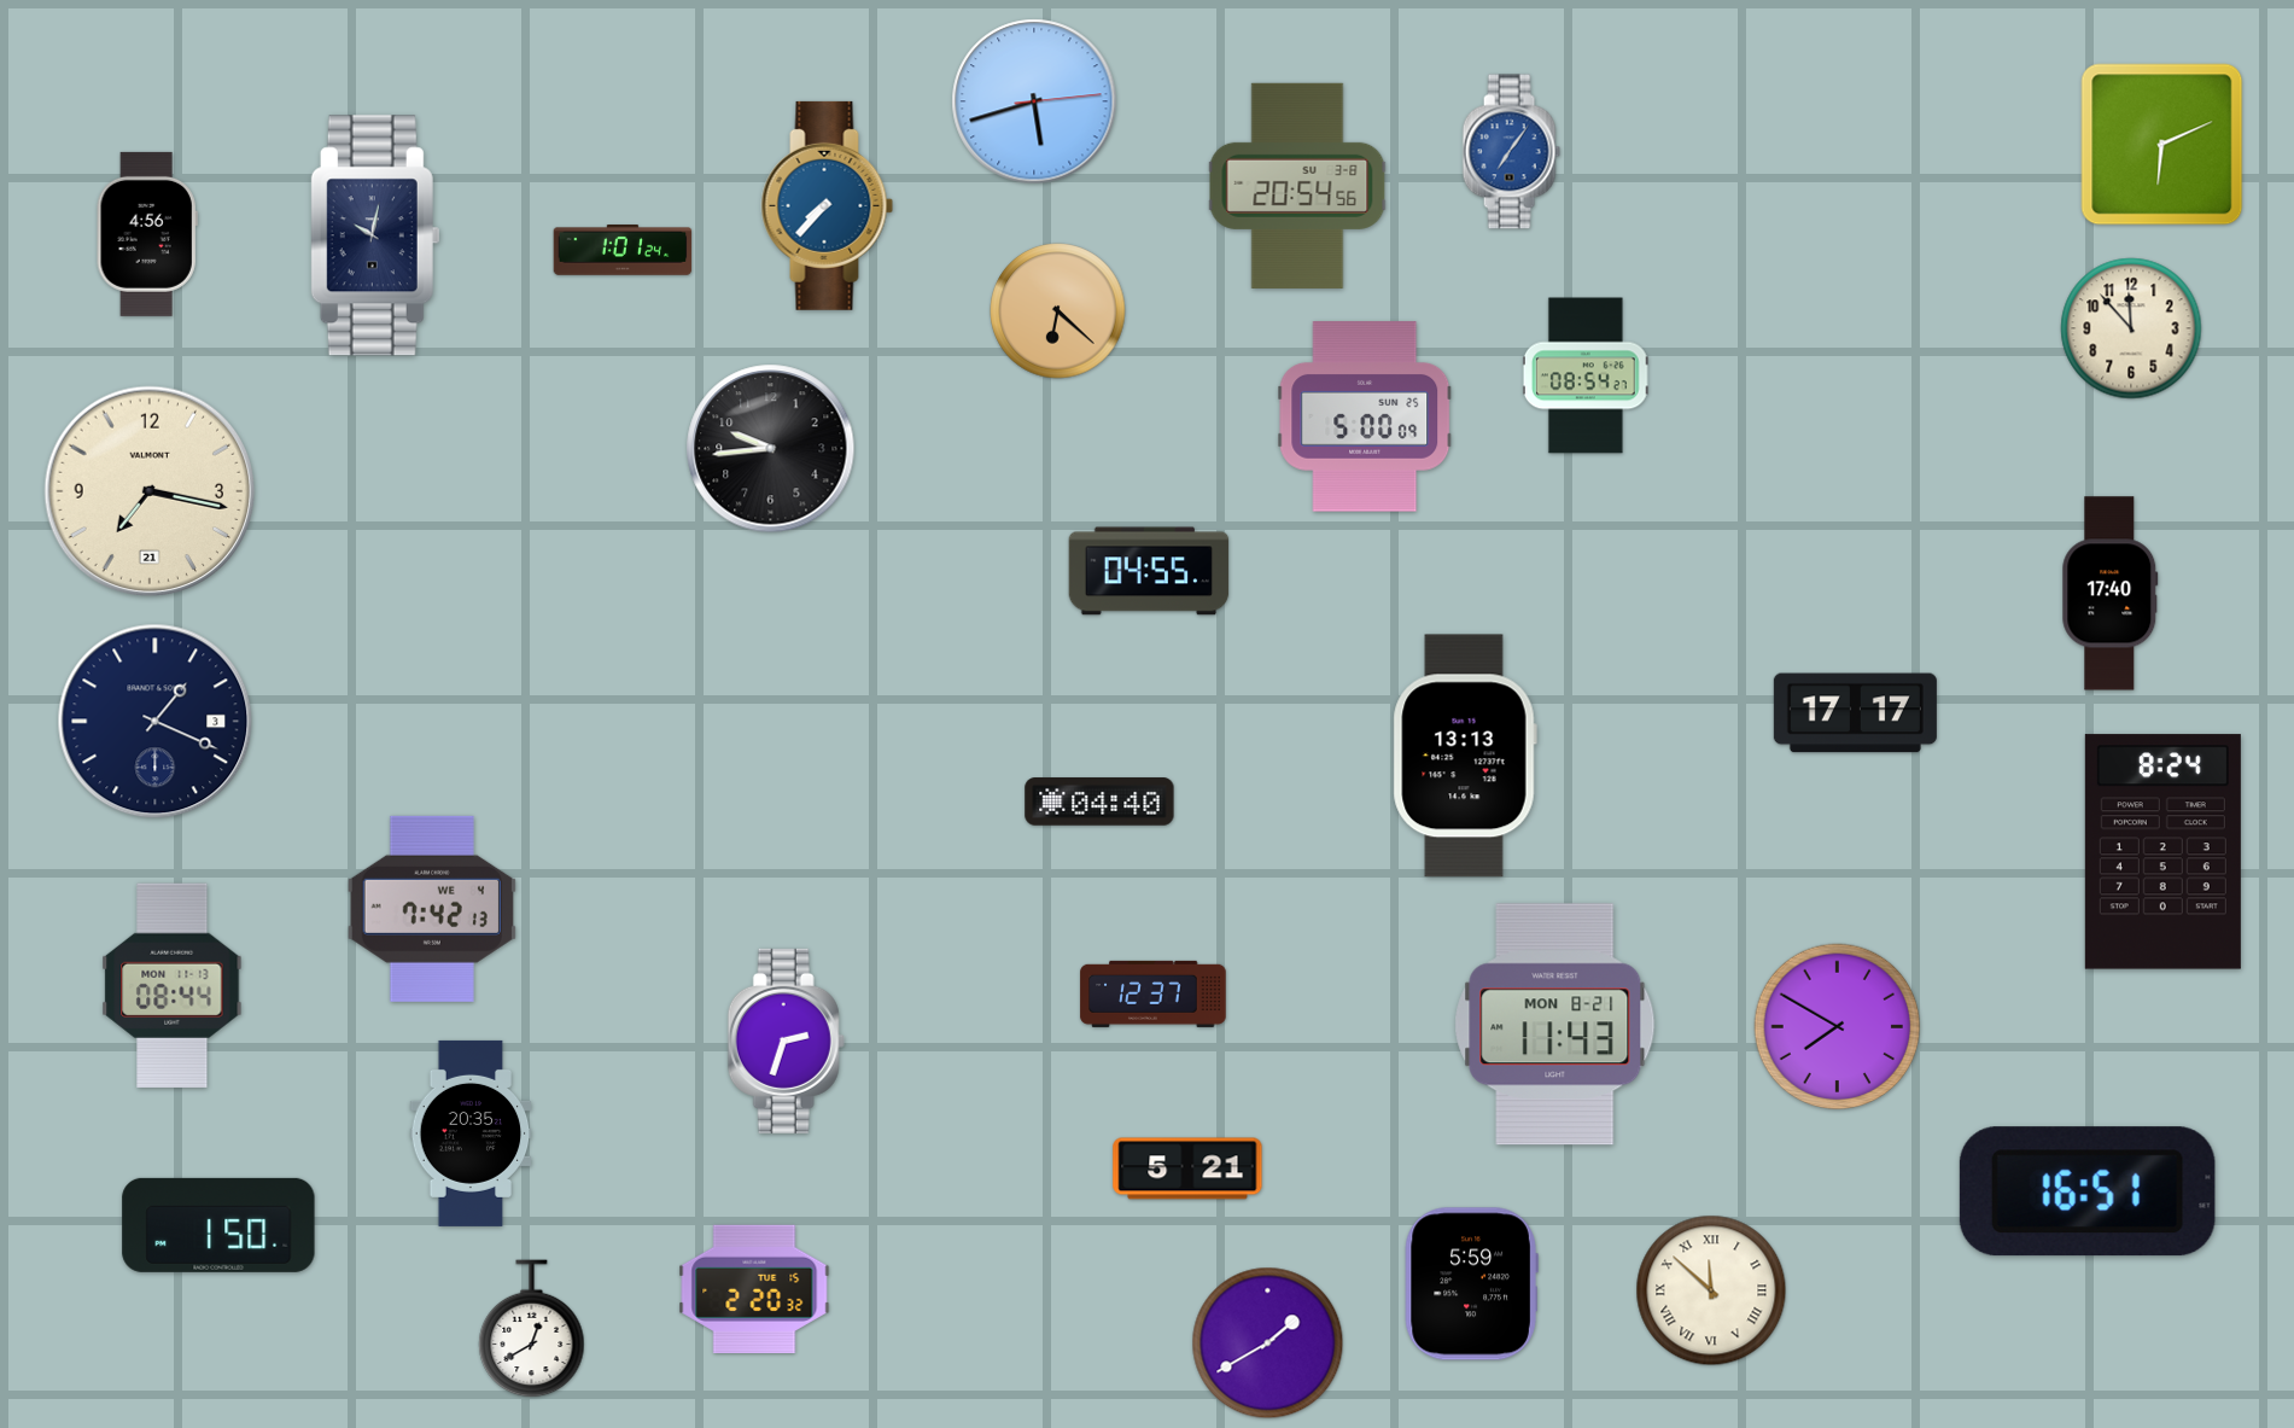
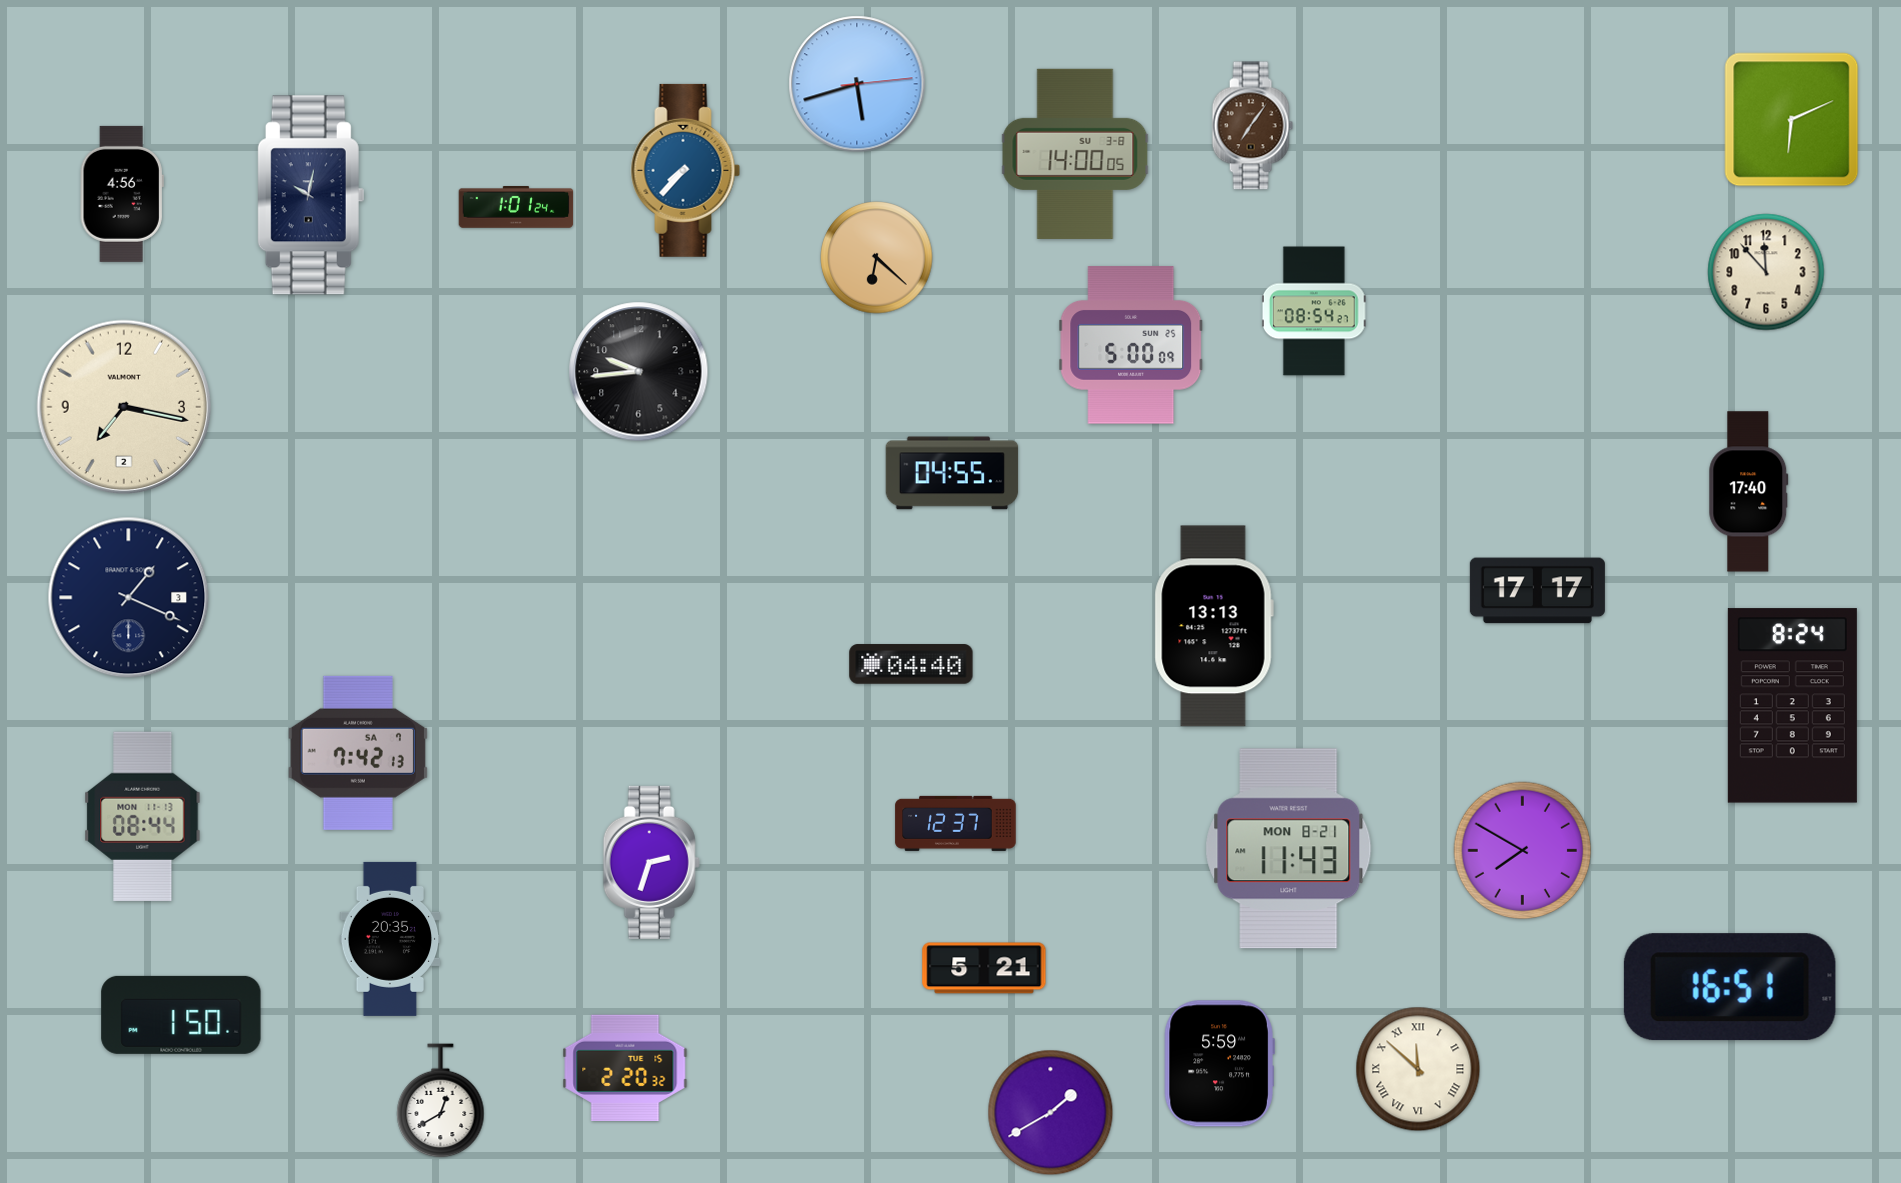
clock at (1511, 152) dial: blue -> brown
clock at (1297, 186): 20:54 -> 14:00
clock at (150, 491) date: 21 -> 2
clock at (432, 909) date: WE 4 -> SA 7
